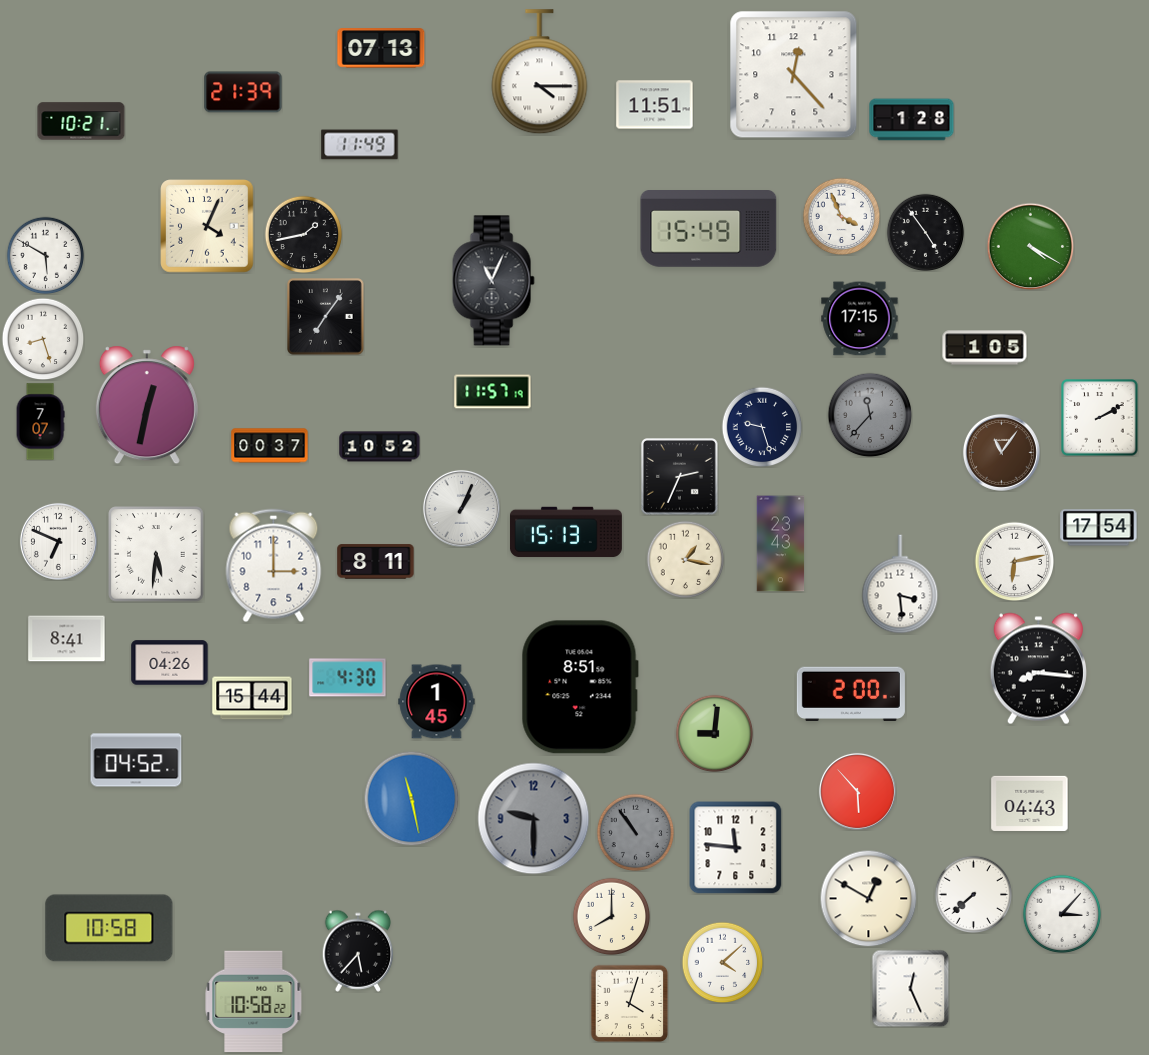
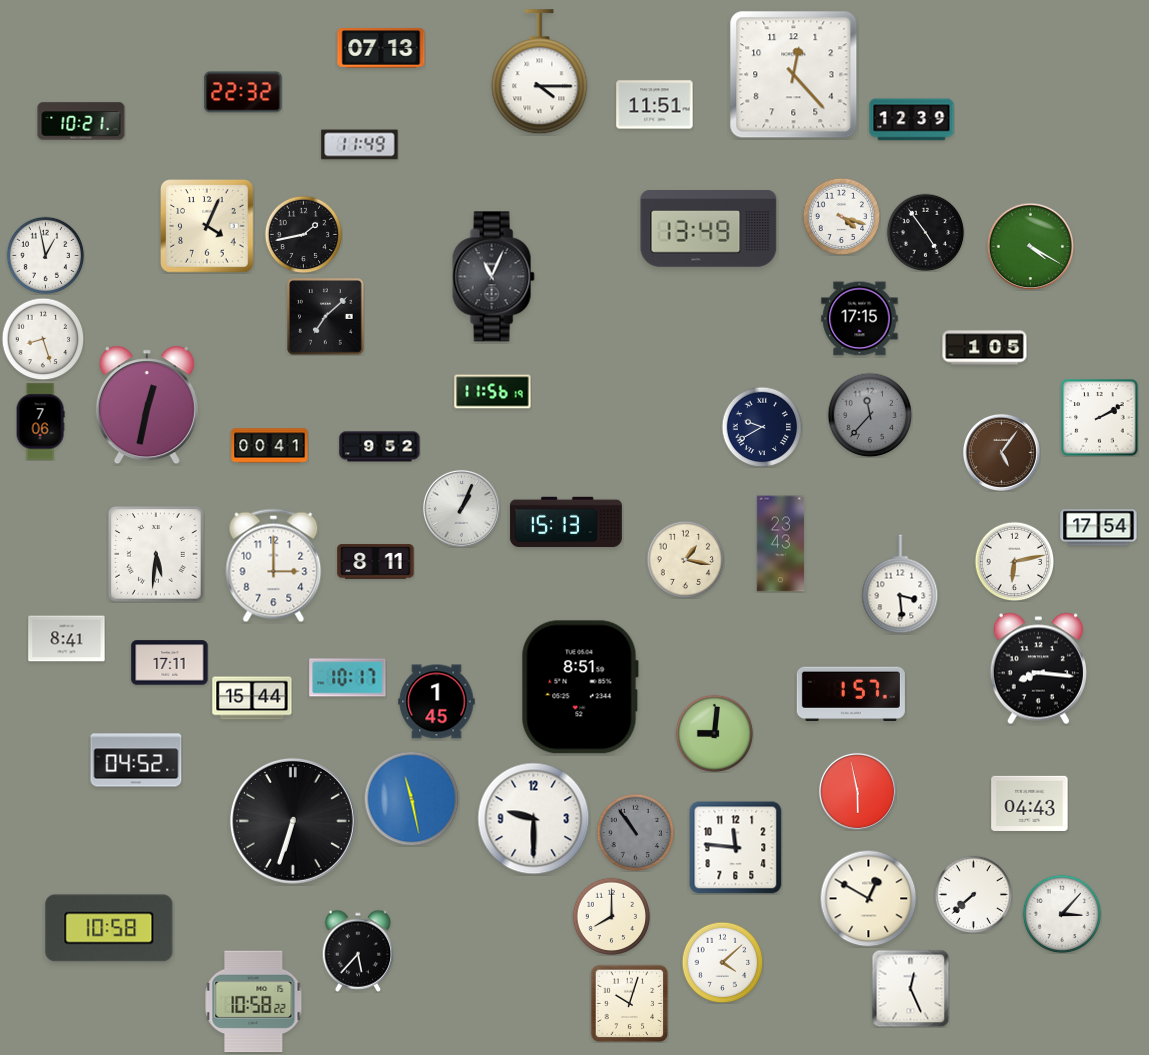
clock at (243, 92): 21:39 -> 22:32
clock at (912, 120): 1:28 -> 12:39
clock at (841, 216): 3:56 -> 4:18
clock at (709, 229): 15:49 -> 13:49
clock at (45, 255): 5:50 -> 12:58
clock at (493, 281) position: (493, 281) -> (493, 277)
clock at (326, 317): 7:06 -> 7:08
clock at (493, 392): 11:57 -> 11:56
clock at (40, 422): 7:07 -> 7:06
clock at (762, 427): 9:27 -> 9:40
clock at (270, 446): 00:37 -> 00:41
clock at (380, 447): 10:52 -> 9:52
clock at (1001, 452): 11:06 -> 5:06
clock at (680, 477): 2:34 -> none
clock at (566, 532) position: (566, 532) -> (566, 522)
clock at (58, 541): 6:49 -> none
clock at (170, 663): 04:26 -> 17:11
clock at (348, 678): 4:30 -> 10:17
clock at (851, 693): 2:00 -> 1:57
clock at (857, 791): 5:53 -> 5:58
clock at (534, 819) dial: grey -> white
clock at (293, 821): none -> 6:33
clock at (629, 1003): 4:03 -> 10:03
